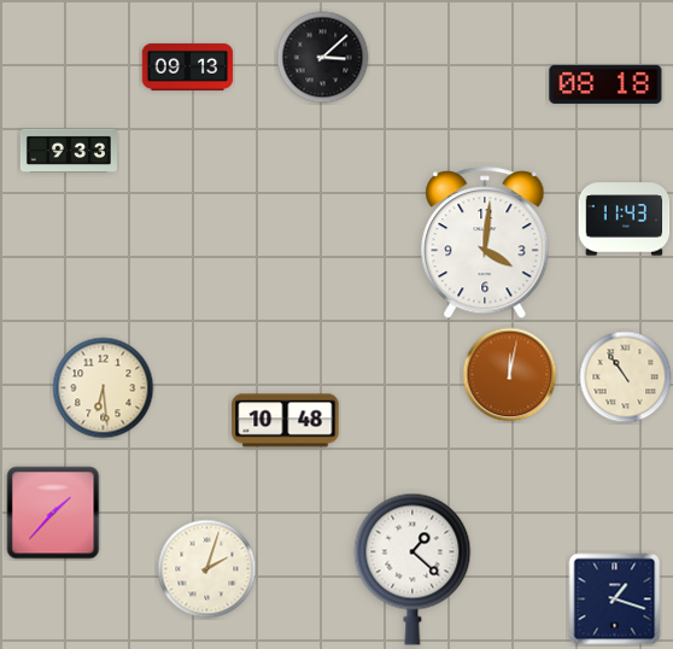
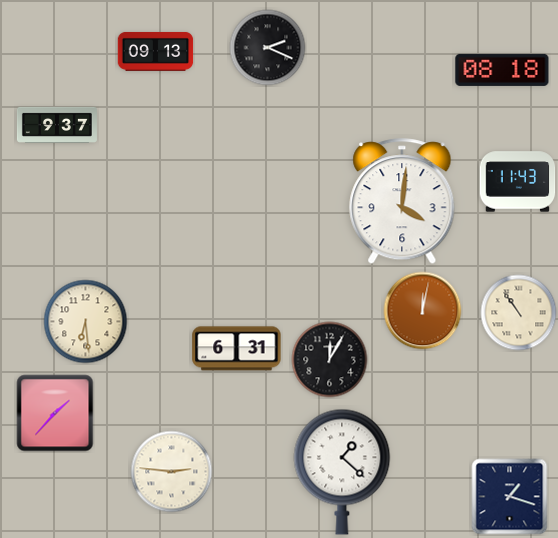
clock at (323, 58): 3:08 -> 2:19
clock at (188, 66) position: (188, 66) -> (156, 51)
clock at (69, 151): 9:33 -> 9:37
clock at (286, 421): 10:48 -> 6:31
clock at (330, 360): none -> 12:05
clock at (53, 513) position: (53, 513) -> (55, 413)
clock at (207, 569): 2:03 -> 2:46
